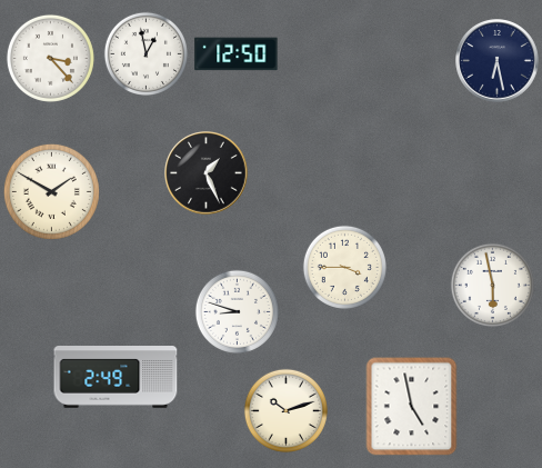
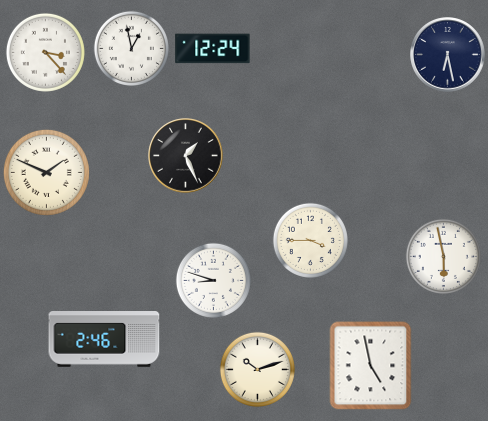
clock at (237, 54): 12:50 -> 12:24
clock at (51, 191): 1:50 -> 1:49
clock at (116, 378): 2:49 -> 2:46
